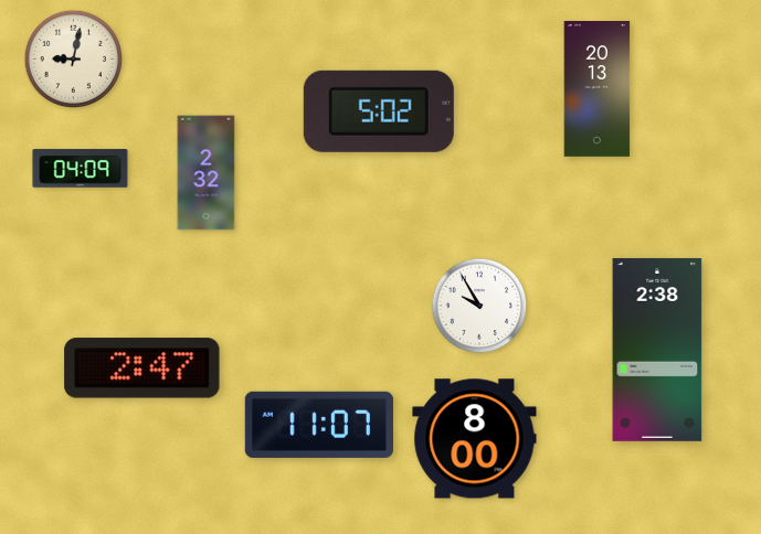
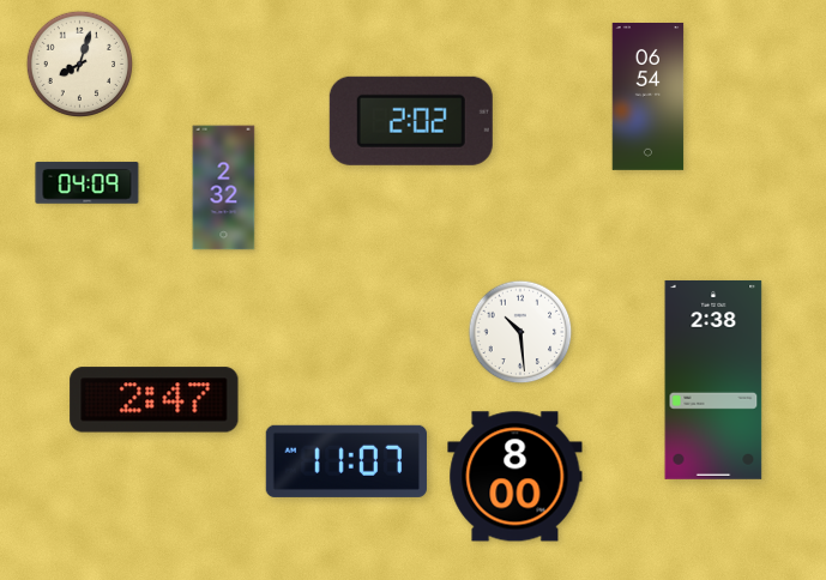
clock at (73, 58): 9:02 -> 8:03
clock at (598, 89): 20:13 -> 06:54
clock at (379, 111): 5:02 -> 2:02
clock at (479, 306): 9:55 -> 10:29
